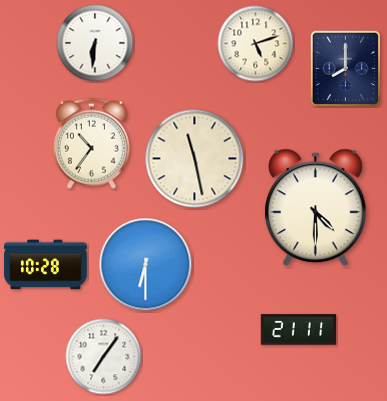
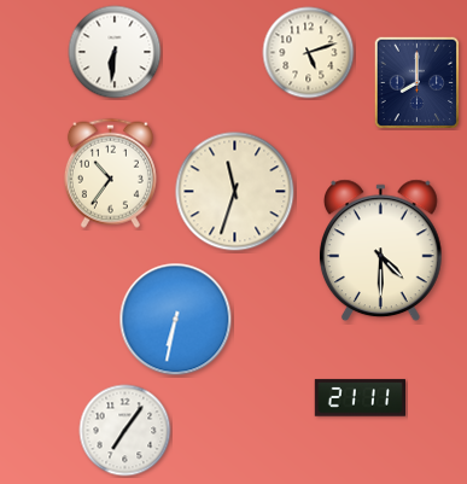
clock at (195, 159): 11:28 -> 11:33
clock at (46, 265): 10:28 -> none
clock at (146, 265): 6:30 -> 6:32
